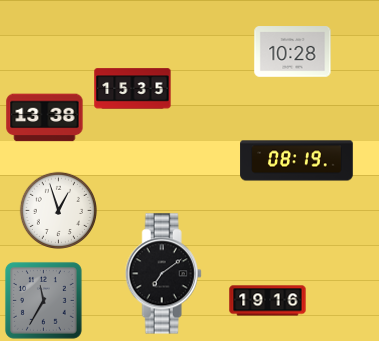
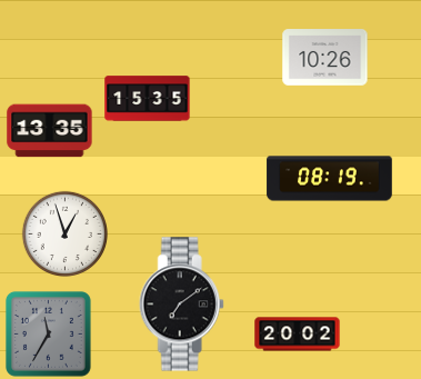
clock at (293, 52): 10:28 -> 10:26
clock at (45, 118): 13:38 -> 13:35
clock at (268, 301): 19:16 -> 20:02
